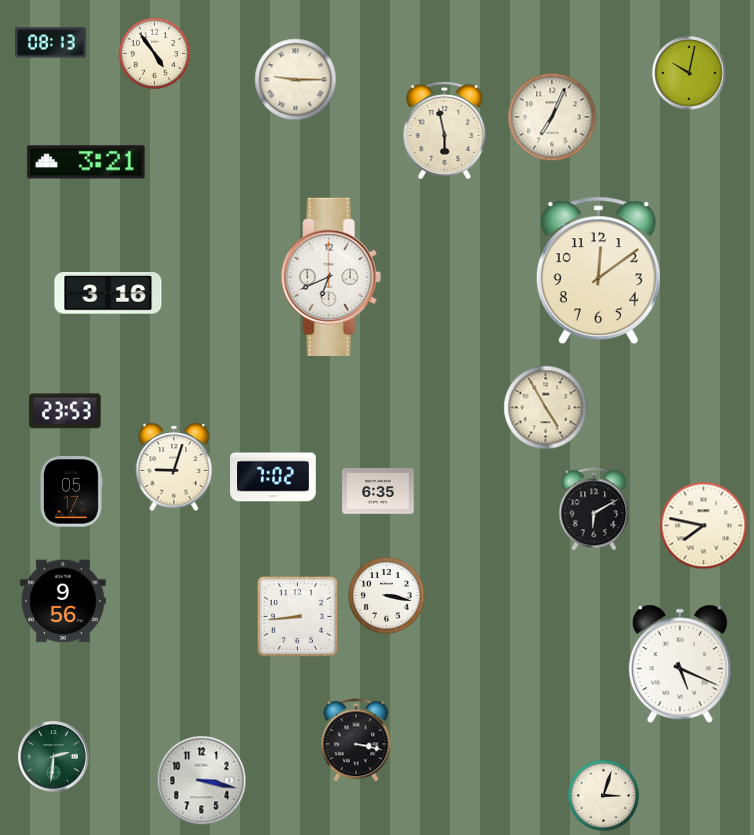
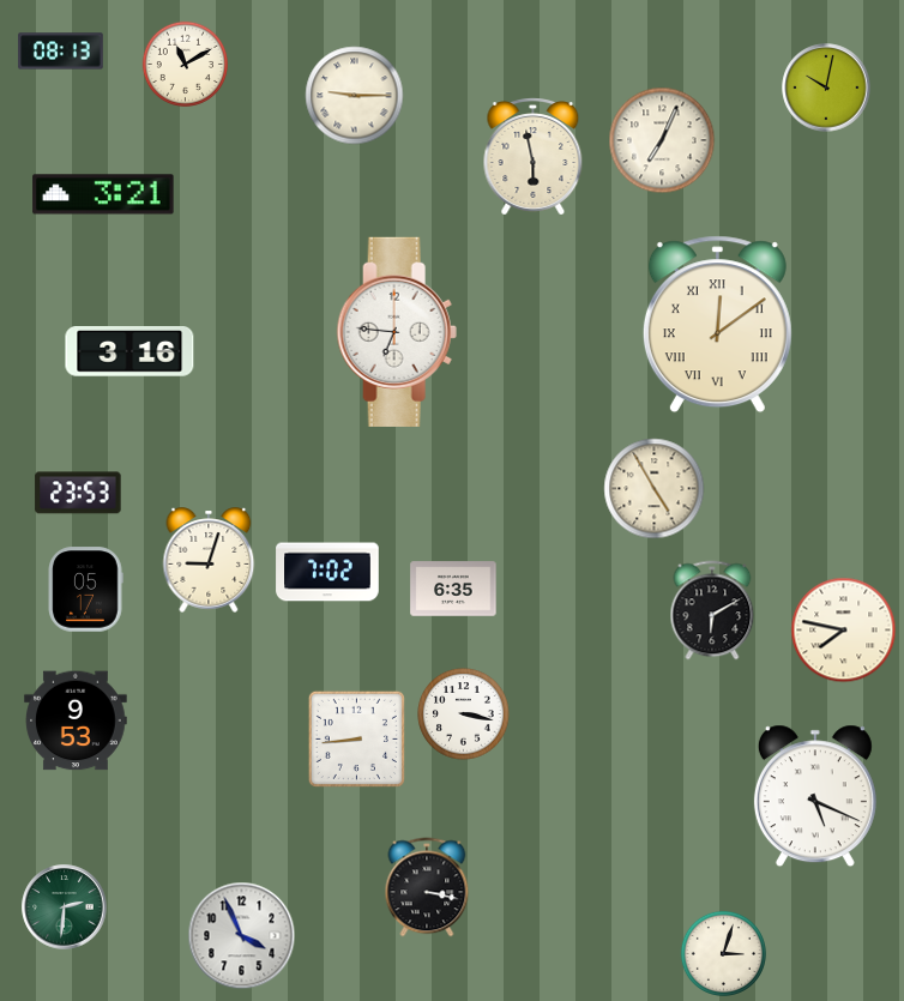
clock at (154, 53): 4:54 -> 11:10
clock at (598, 271) numerals: Arabic -> Roman
clock at (331, 277): 6:41 -> 6:46
clock at (63, 601): 9:56 -> 9:53
clock at (202, 781): 3:17 -> 3:56
